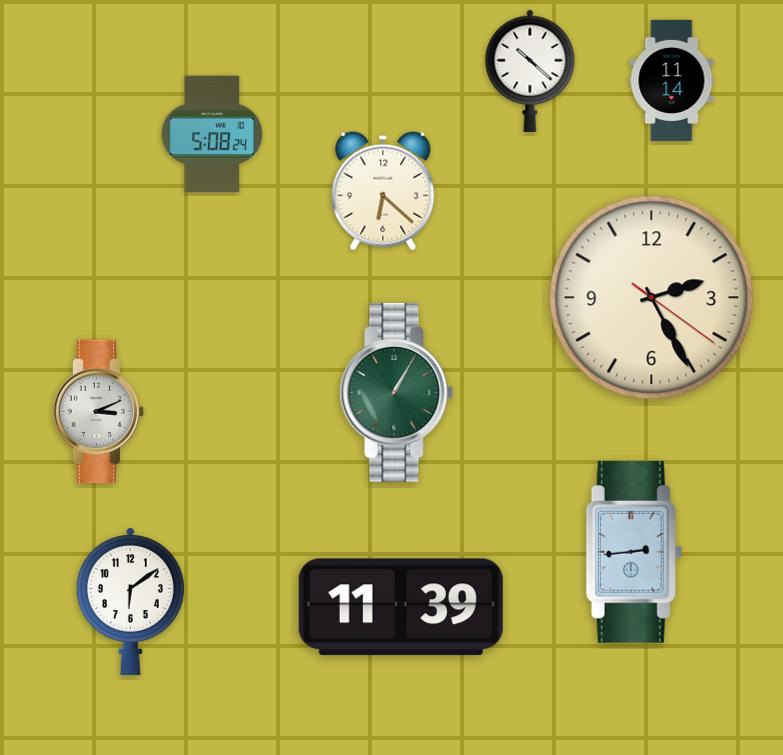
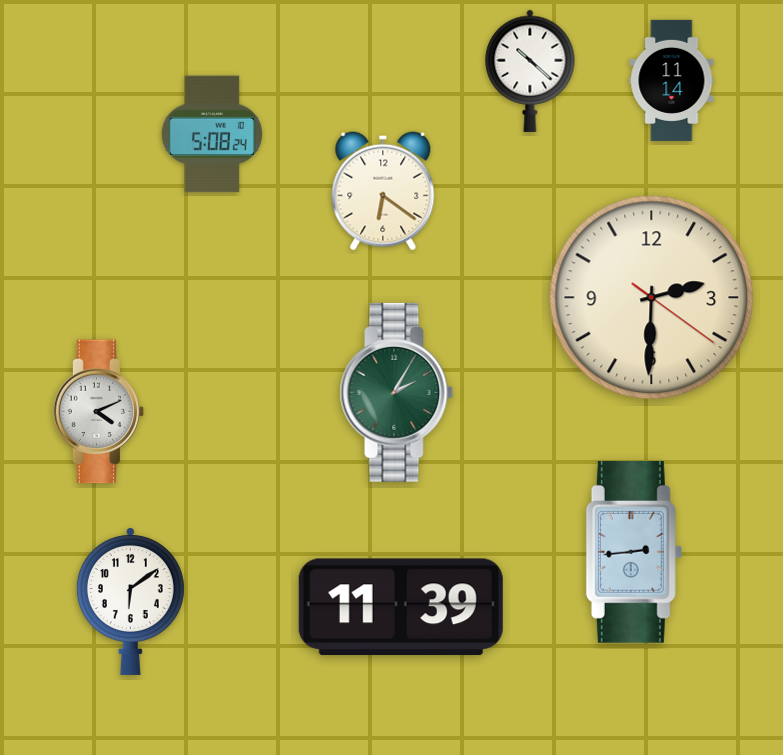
clock at (383, 191): 6:22 -> 6:21
clock at (652, 298): 2:25 -> 2:30
clock at (397, 392): 1:05 -> 2:05
clock at (99, 412): 3:11 -> 4:11
